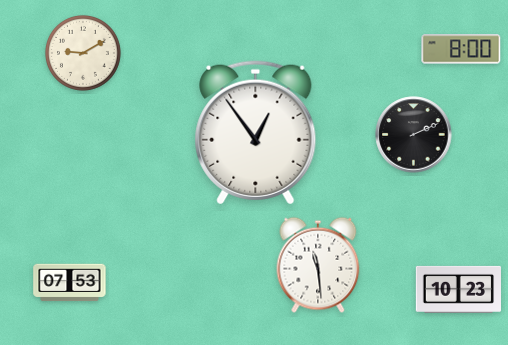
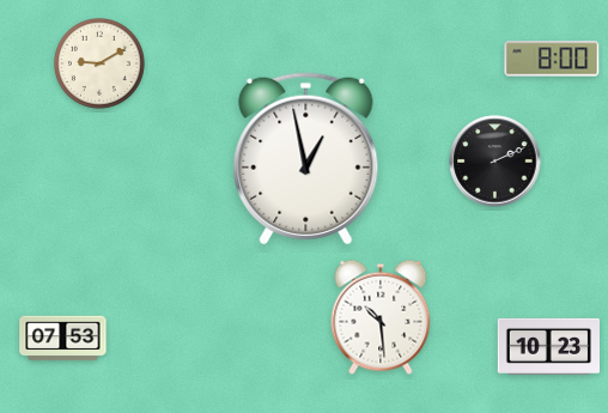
clock at (256, 133): 12:54 -> 12:58
clock at (318, 265): 11:29 -> 10:29
clock at (70, 283) position: (70, 283) -> (63, 339)
